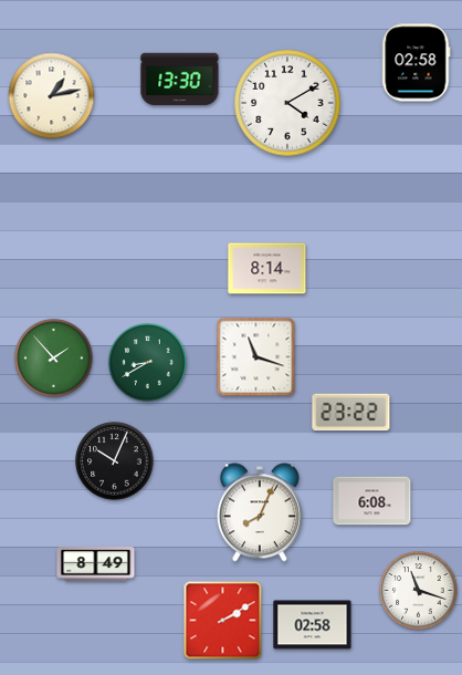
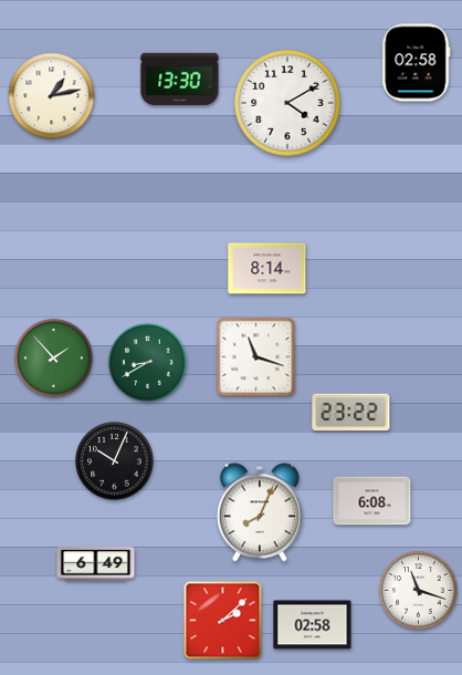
clock at (96, 564): 8:49 -> 6:49
clock at (223, 621): 2:10 -> 2:08
